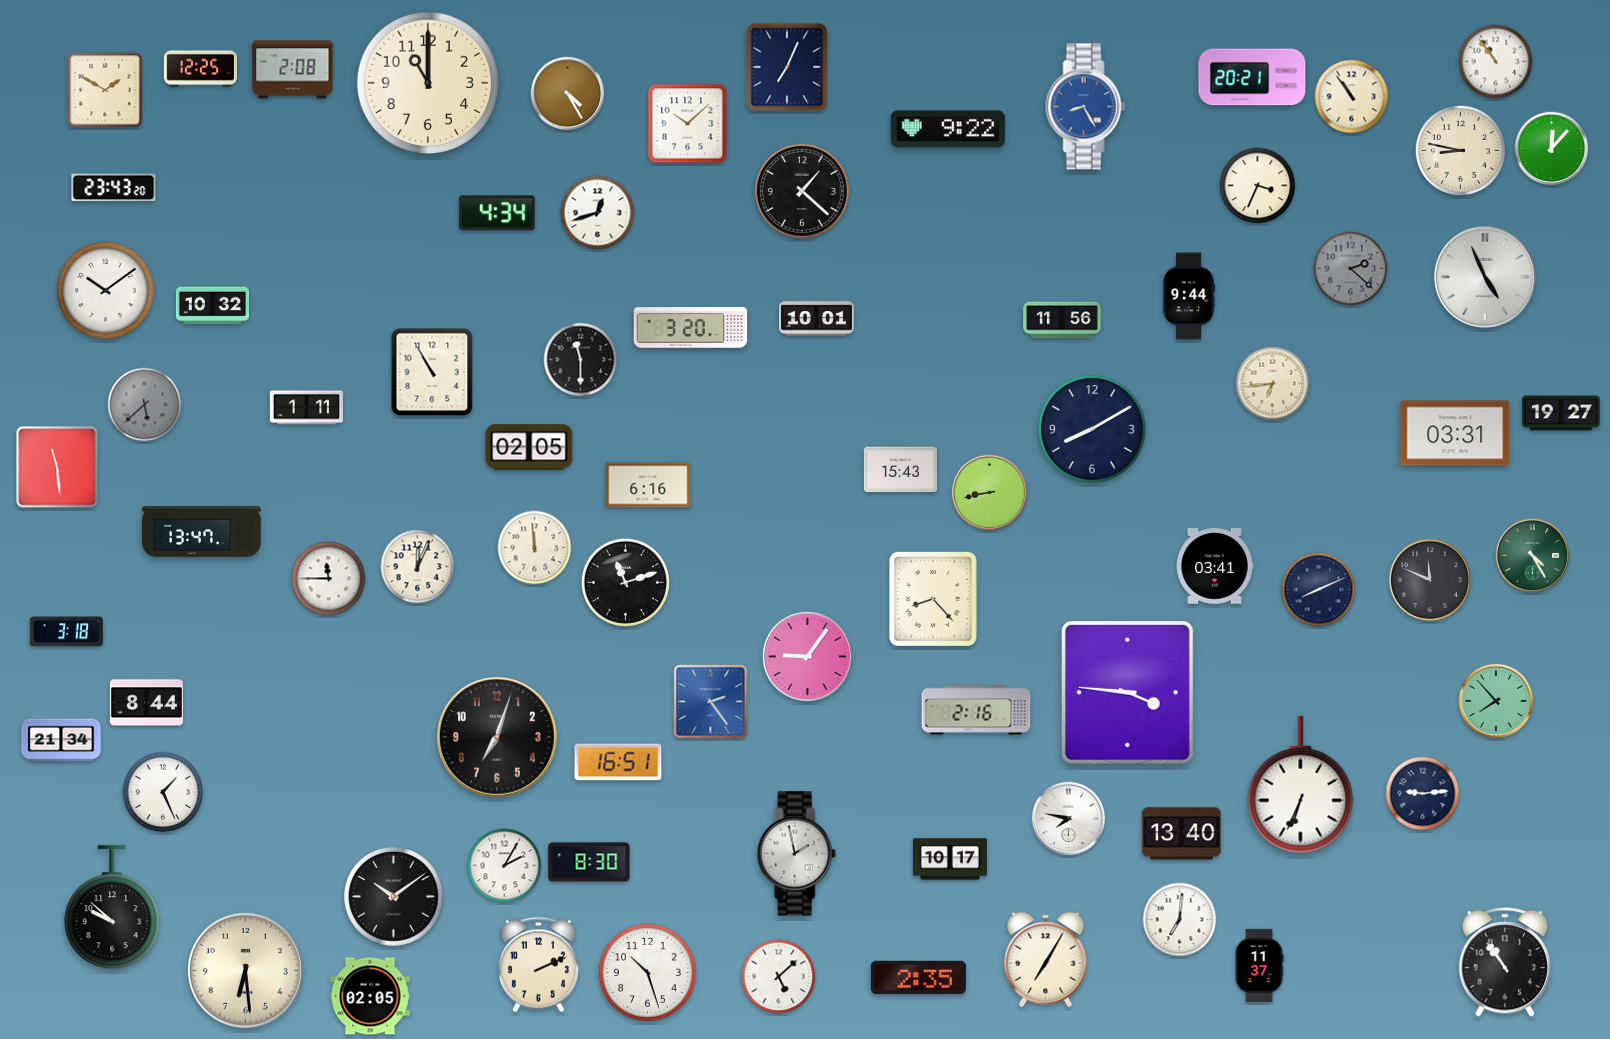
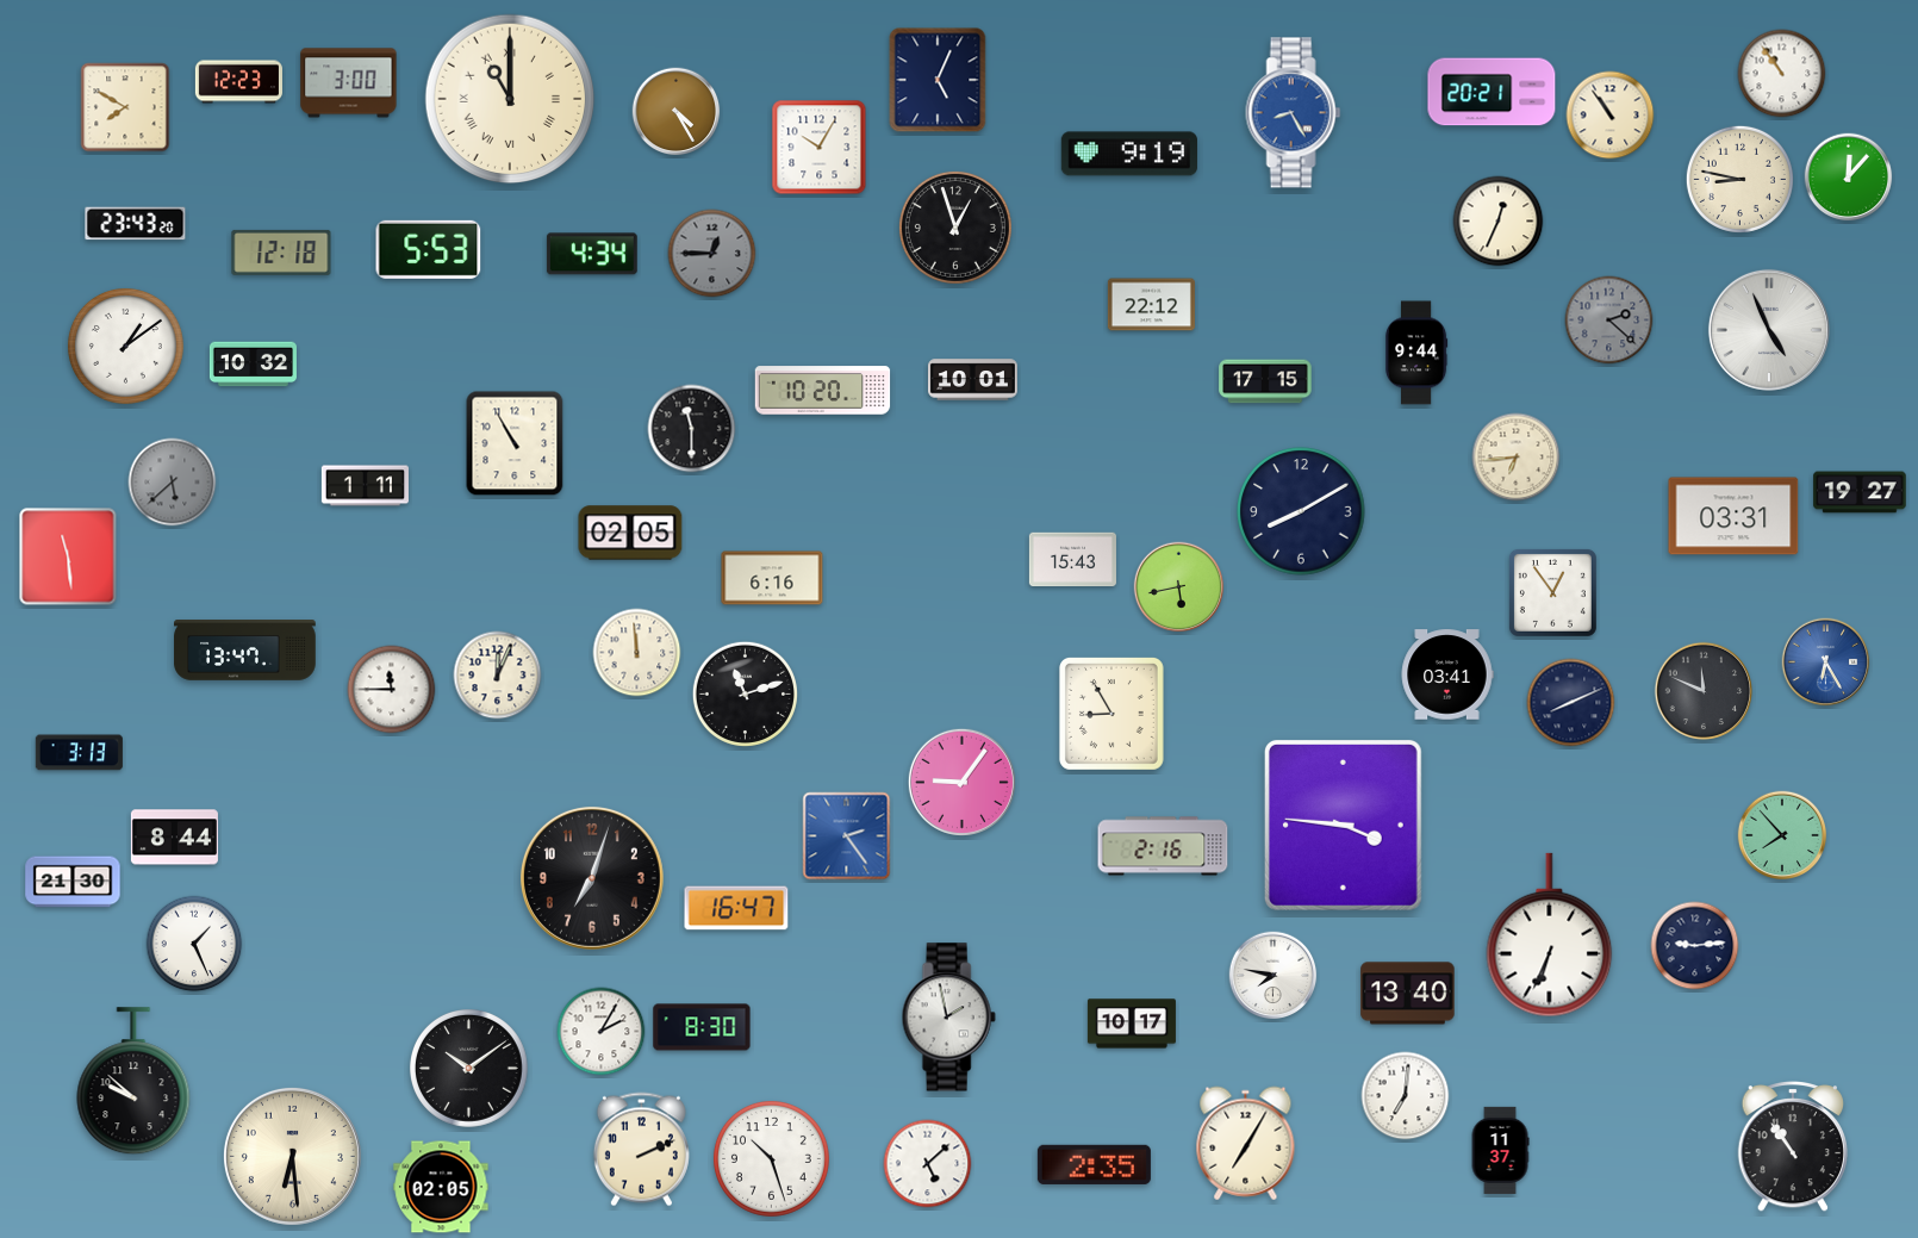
clock at (787, 67): 7:04 -> 5:04
clock at (200, 69): 12:25 -> 12:23
clock at (293, 70): 2:08 -> 3:00
clock at (428, 83) numerals: Arabic -> Roman
clock at (105, 90): 1:50 -> 7:50
clock at (1086, 107) position: (1086, 107) -> (1294, 113)
clock at (688, 124): 10:08 -> 10:05
clock at (948, 129): 9:22 -> 9:19
clock at (1258, 186): 3:34 -> 12:34
clock at (802, 191): 1:22 -> 12:57
clock at (429, 249): none -> 5:53
clock at (281, 253): none -> 12:18
clock at (598, 213): 12:42 -> 12:45
clock at (598, 213) dial: white -> grey
clock at (1151, 305): none -> 22:12
clock at (105, 290): 10:09 -> 1:09
clock at (1062, 320): 11:56 -> 17:15
clock at (691, 328): 3:20 -> 10:20
clock at (990, 493): 8:43 -> 5:43
clock at (1552, 592): none -> 12:54
clock at (202, 532) position: (202, 532) -> (245, 651)
clock at (1533, 556): 4:25 -> 6:25
clock at (1533, 556) dial: green -> blue
clock at (933, 599): 8:23 -> 8:55
clock at (66, 632): 3:18 -> 3:13
clock at (61, 740): 21:34 -> 21:30
clock at (618, 762): 16:51 -> 16:47
